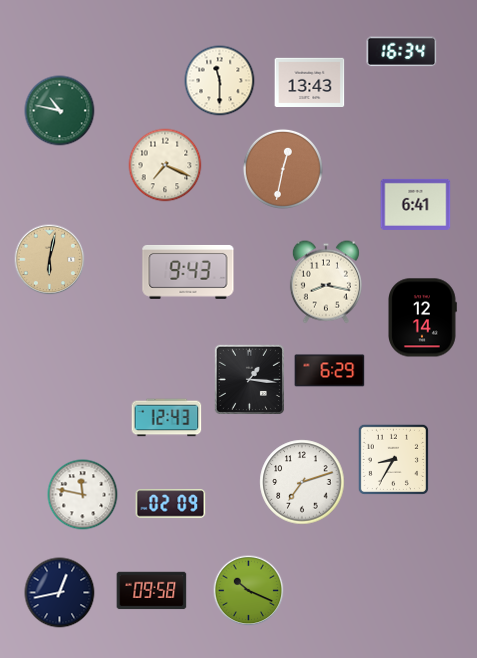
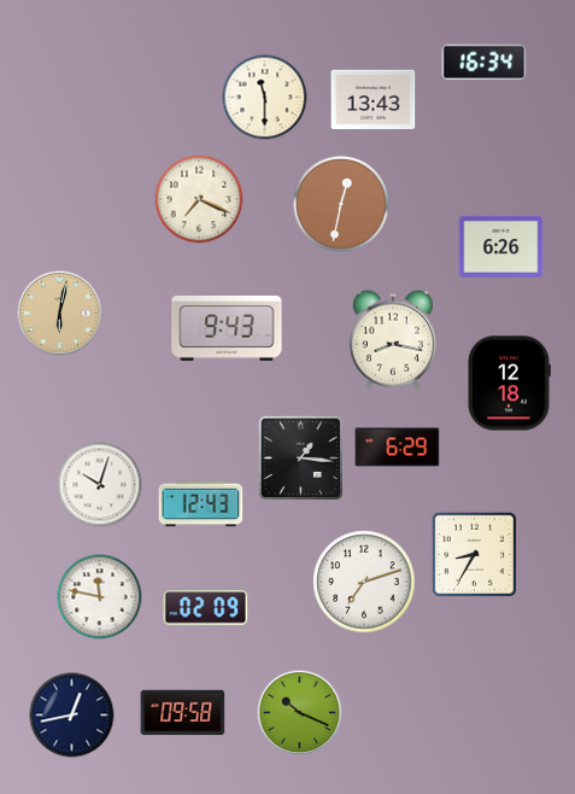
clock at (60, 111): 10:47 -> none
clock at (416, 204): 6:41 -> 6:26
clock at (422, 318): 12:14 -> 12:18
clock at (100, 485): none -> 10:03
